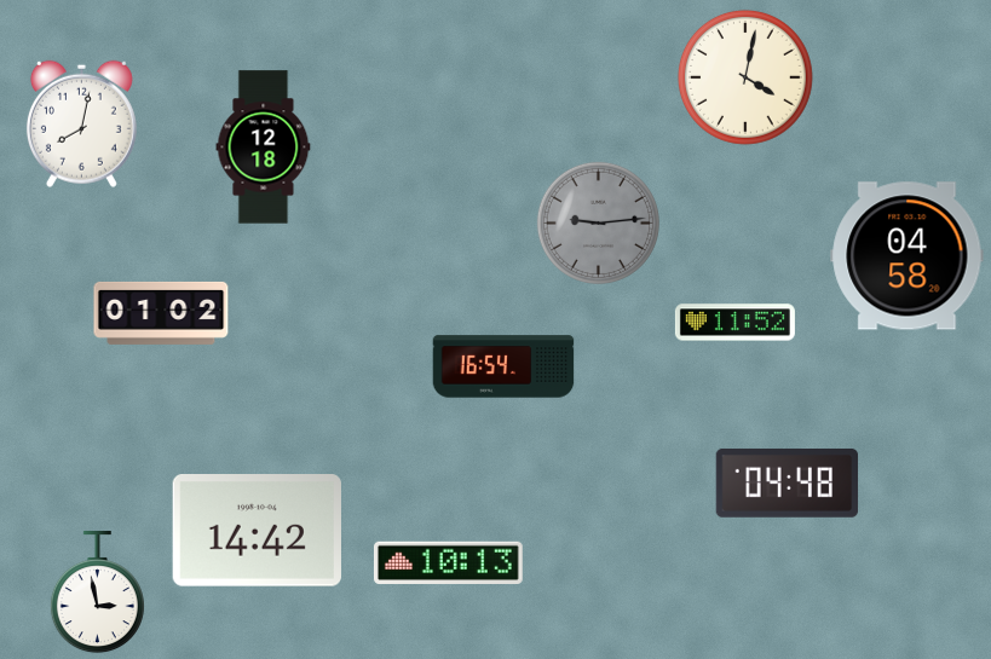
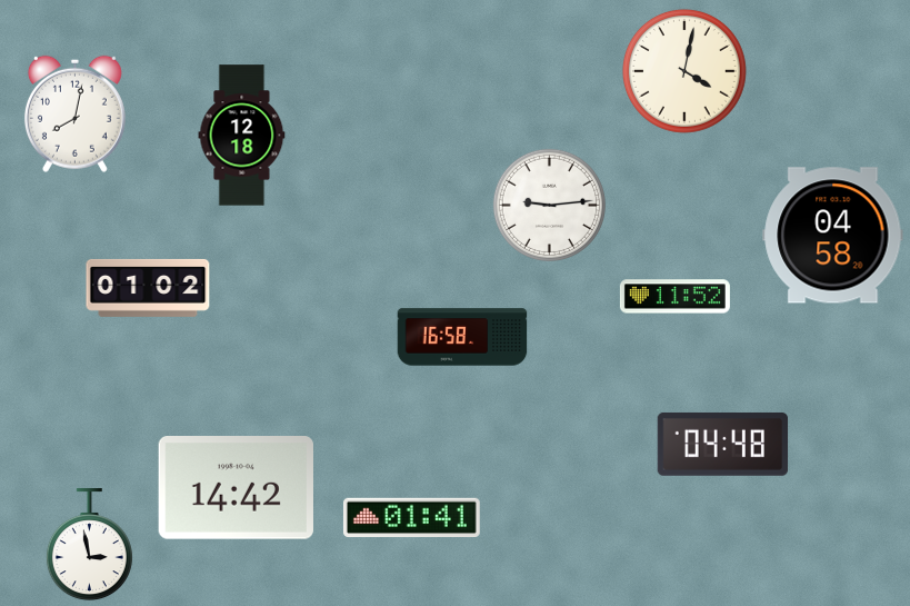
clock at (598, 222) dial: grey -> white
clock at (503, 366): 16:54 -> 16:58
clock at (448, 563): 10:13 -> 01:41
